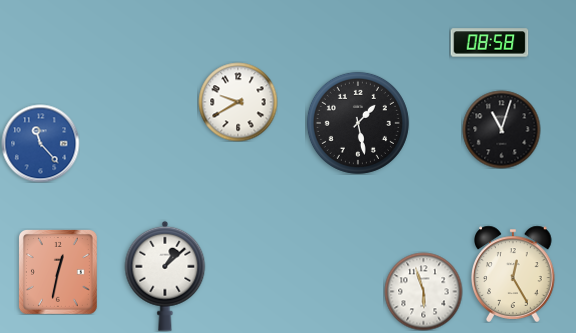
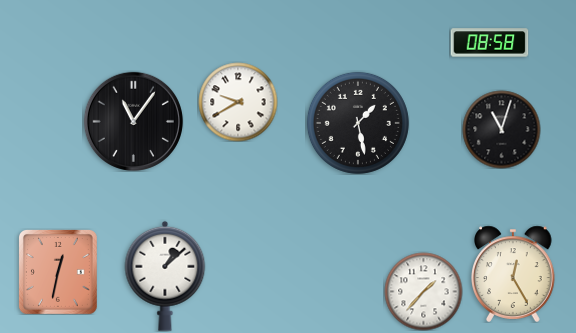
clock at (133, 121): none -> 11:06
clock at (40, 143): 11:23 -> none
clock at (423, 291): 5:57 -> 1:37
